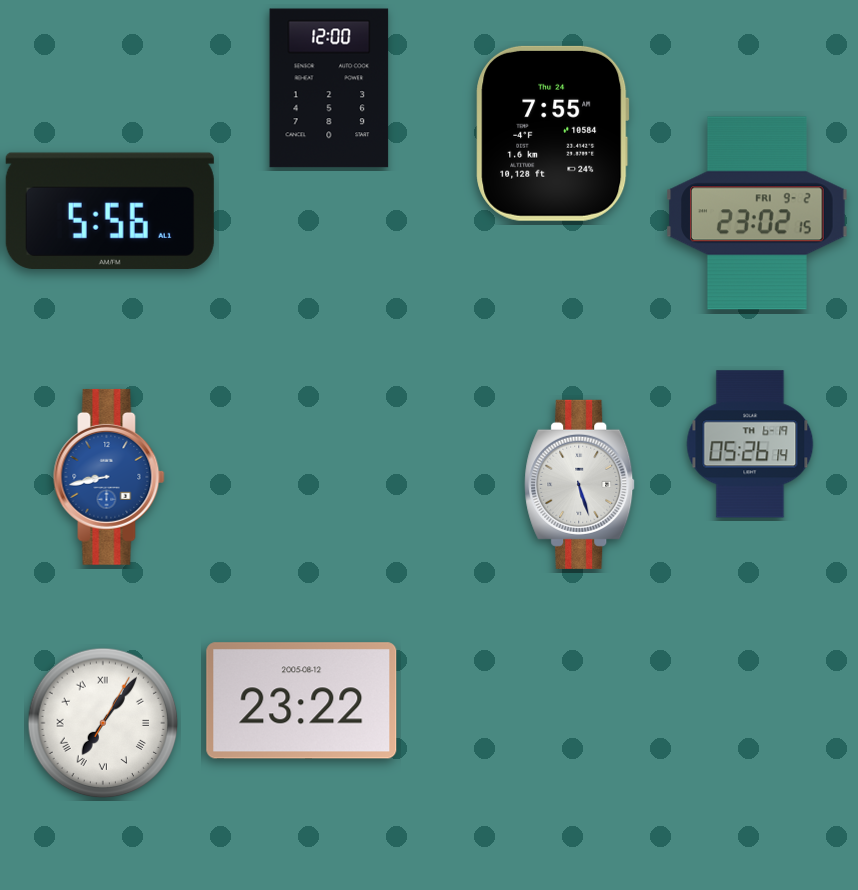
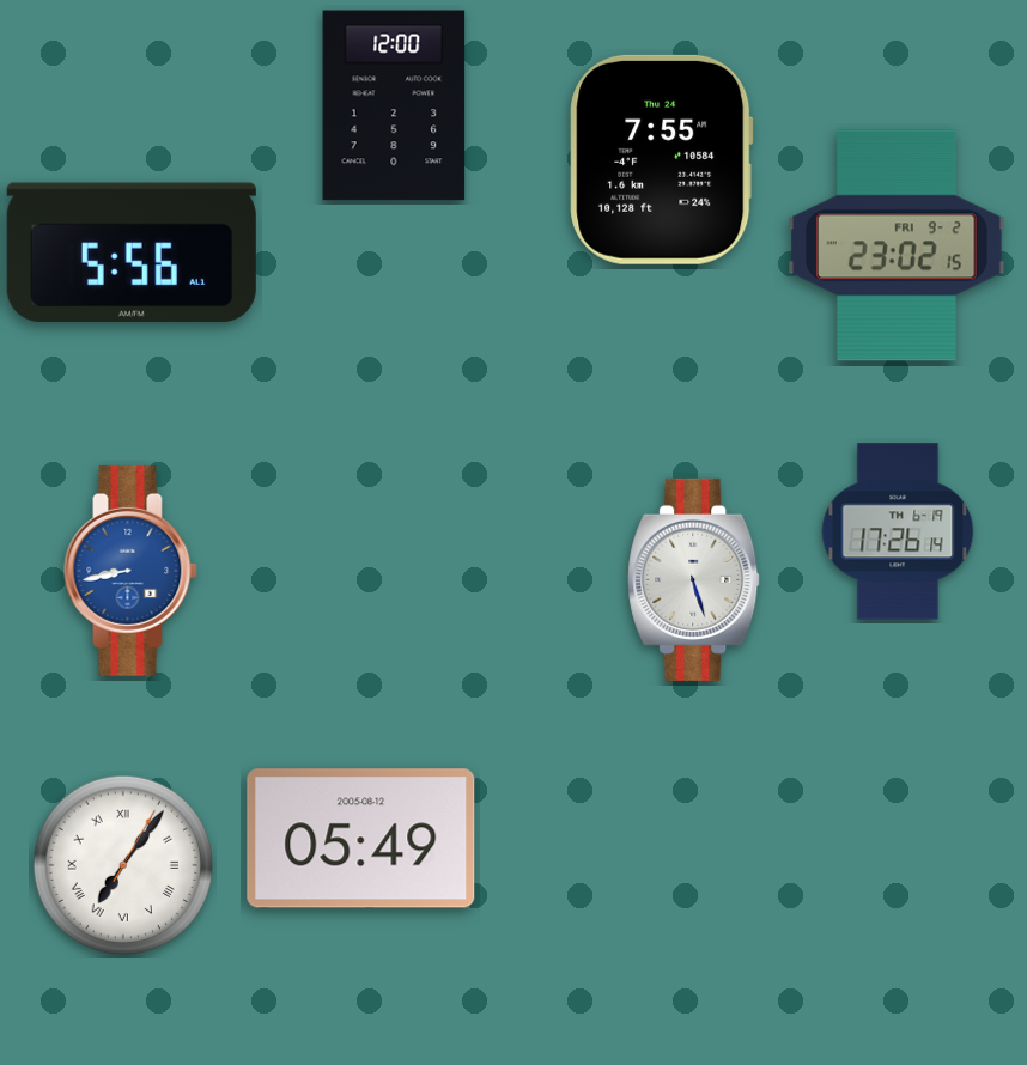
clock at (757, 213) position: (757, 213) -> (897, 245)
clock at (750, 444): 05:26 -> 17:26
clock at (302, 701): 23:22 -> 05:49
